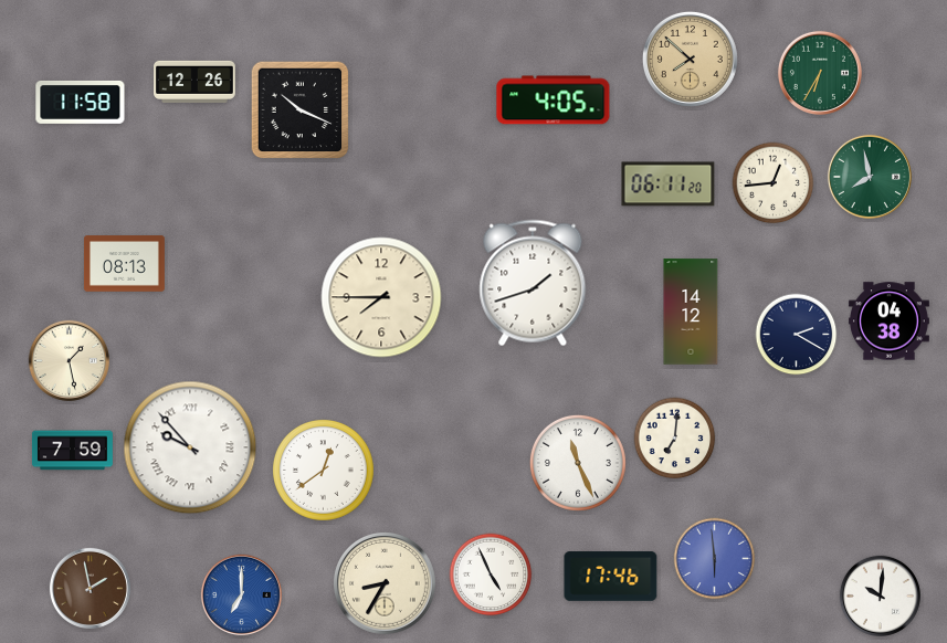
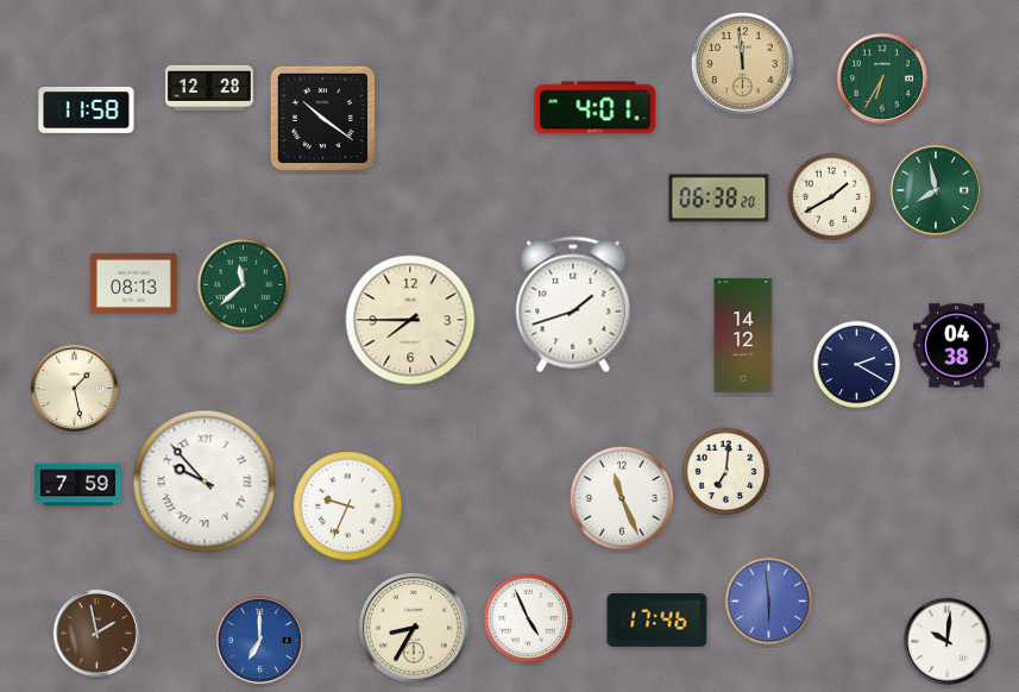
clock at (690, 59): 7:52 -> 11:59
clock at (194, 82): 12:26 -> 12:28
clock at (554, 101): 4:05 -> 4:01
clock at (301, 110): 10:19 -> 10:21
clock at (774, 183): 12:44 -> 1:40
clock at (669, 185): 06:11 -> 06:38
clock at (244, 285): none -> 11:38
clock at (797, 335) position: (797, 335) -> (857, 365)
clock at (324, 471): 12:39 -> 9:34
